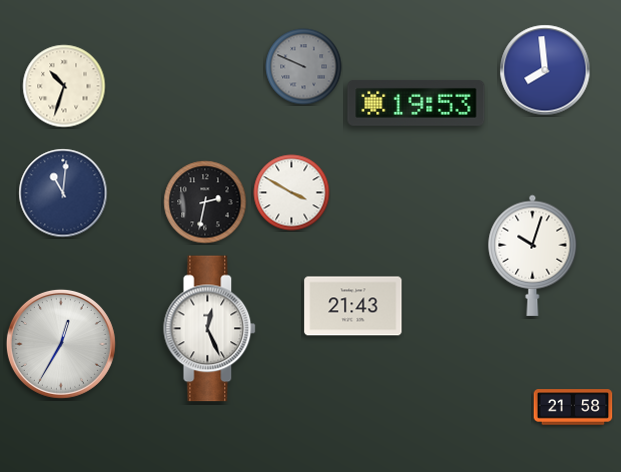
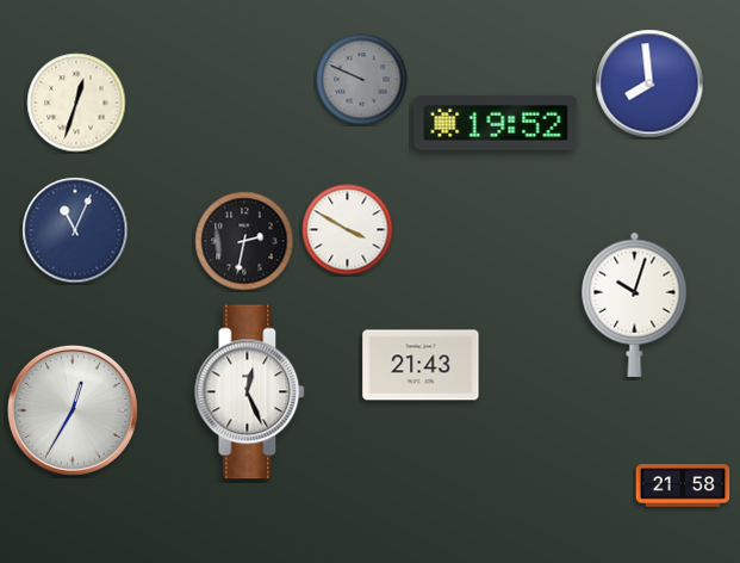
clock at (64, 86): 10:33 -> 12:33
clock at (416, 104): 19:53 -> 19:52
clock at (63, 193): 11:01 -> 11:04
